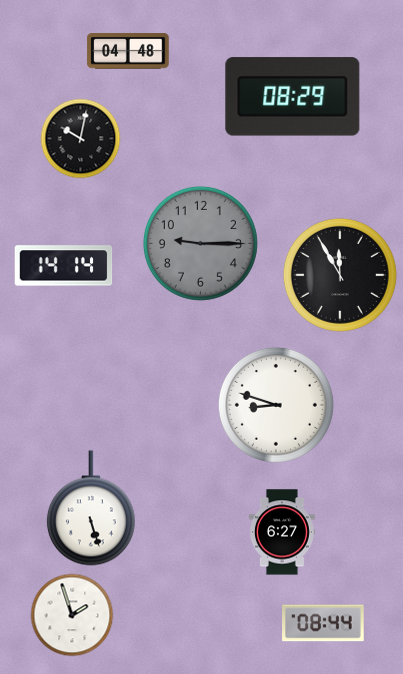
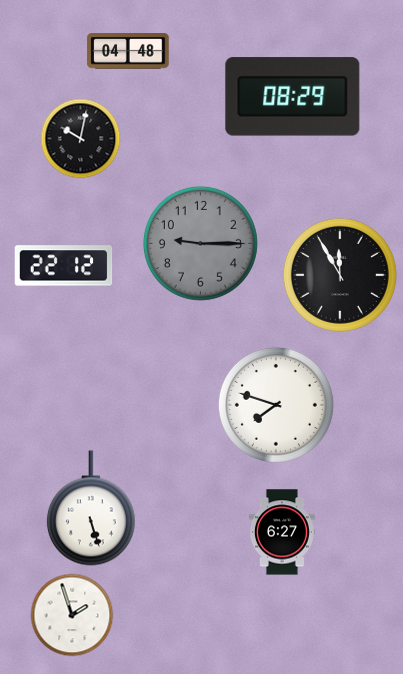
clock at (64, 266): 14:14 -> 22:12
clock at (276, 405): 8:48 -> 7:48
clock at (323, 623): 08:44 -> none
